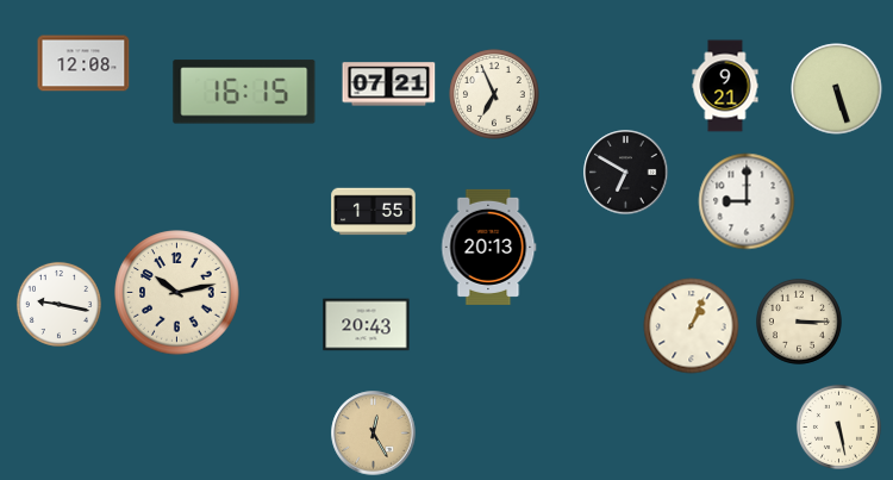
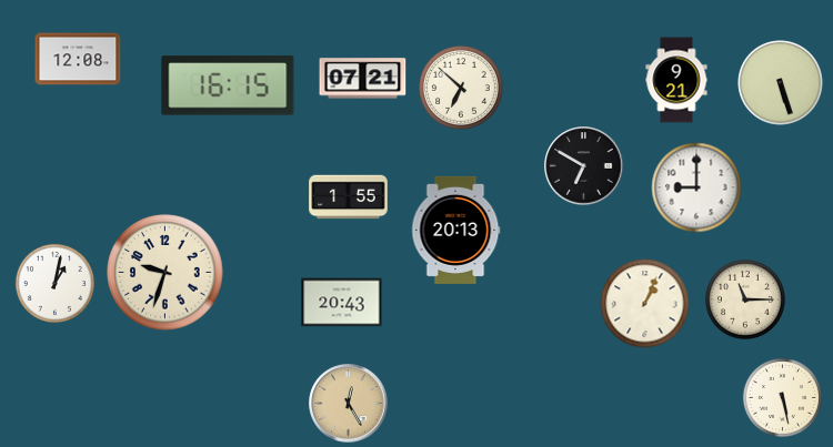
clock at (494, 94): 6:56 -> 6:52
clock at (626, 173) position: (626, 173) -> (584, 166)
clock at (177, 293): 10:13 -> 9:33
clock at (58, 304): 9:17 -> 1:02
clock at (799, 322): 3:15 -> 11:15
